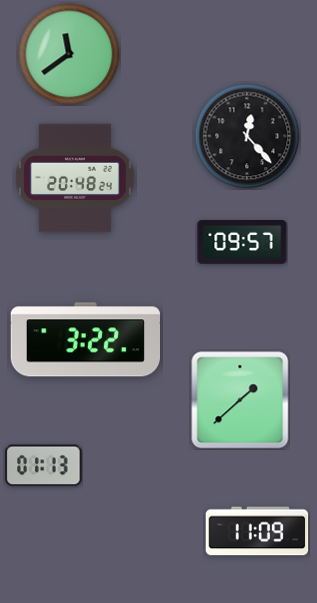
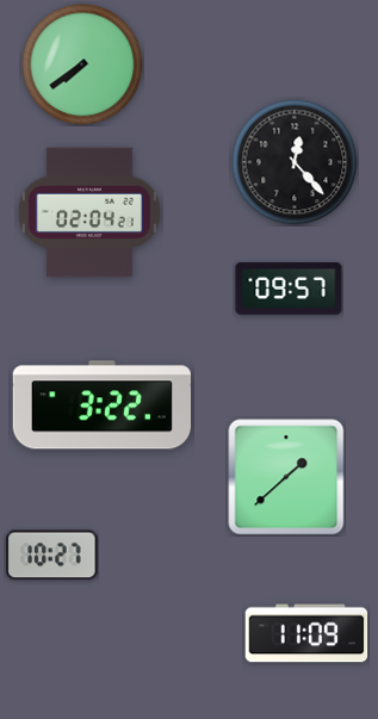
clock at (69, 54): 11:39 -> 7:39
clock at (75, 178): 20:48 -> 02:04
clock at (44, 466): 01:13 -> 10:27
